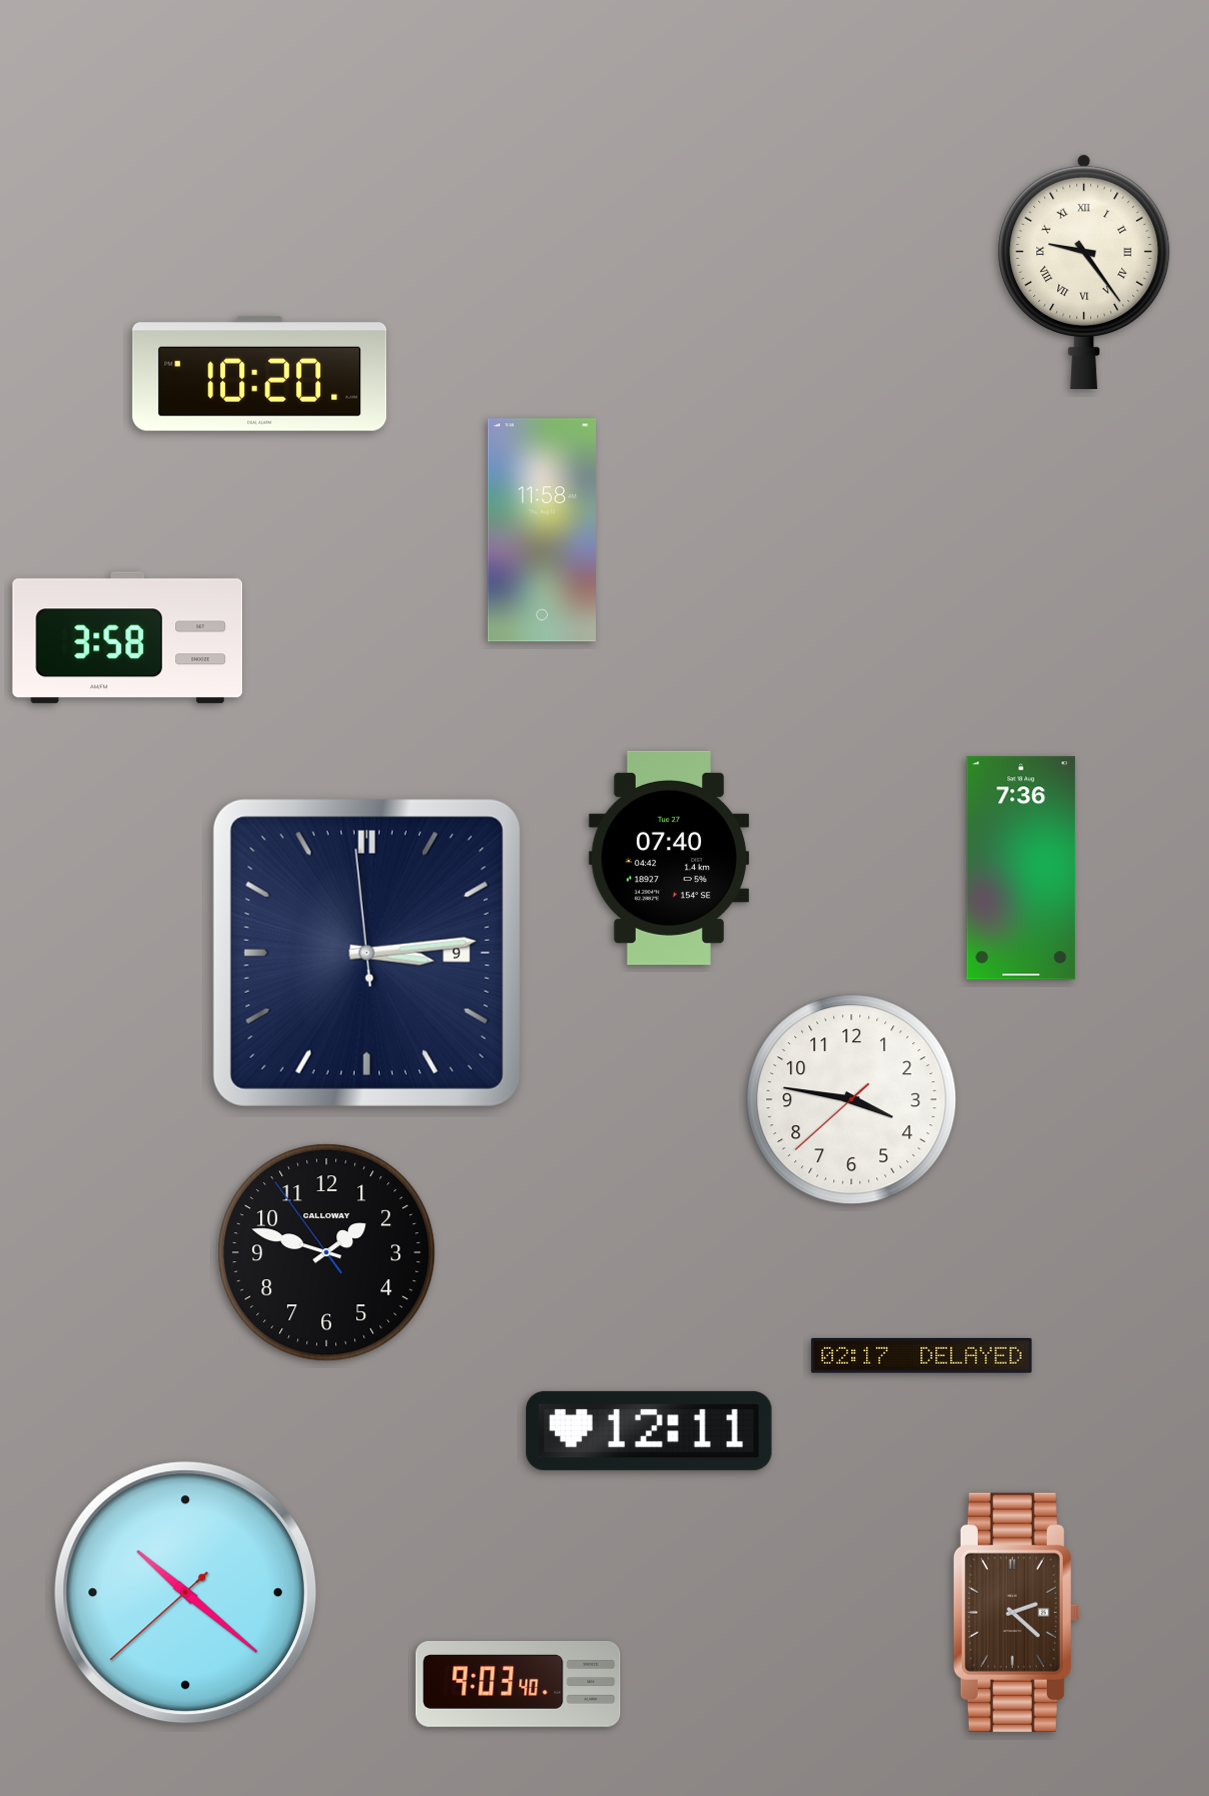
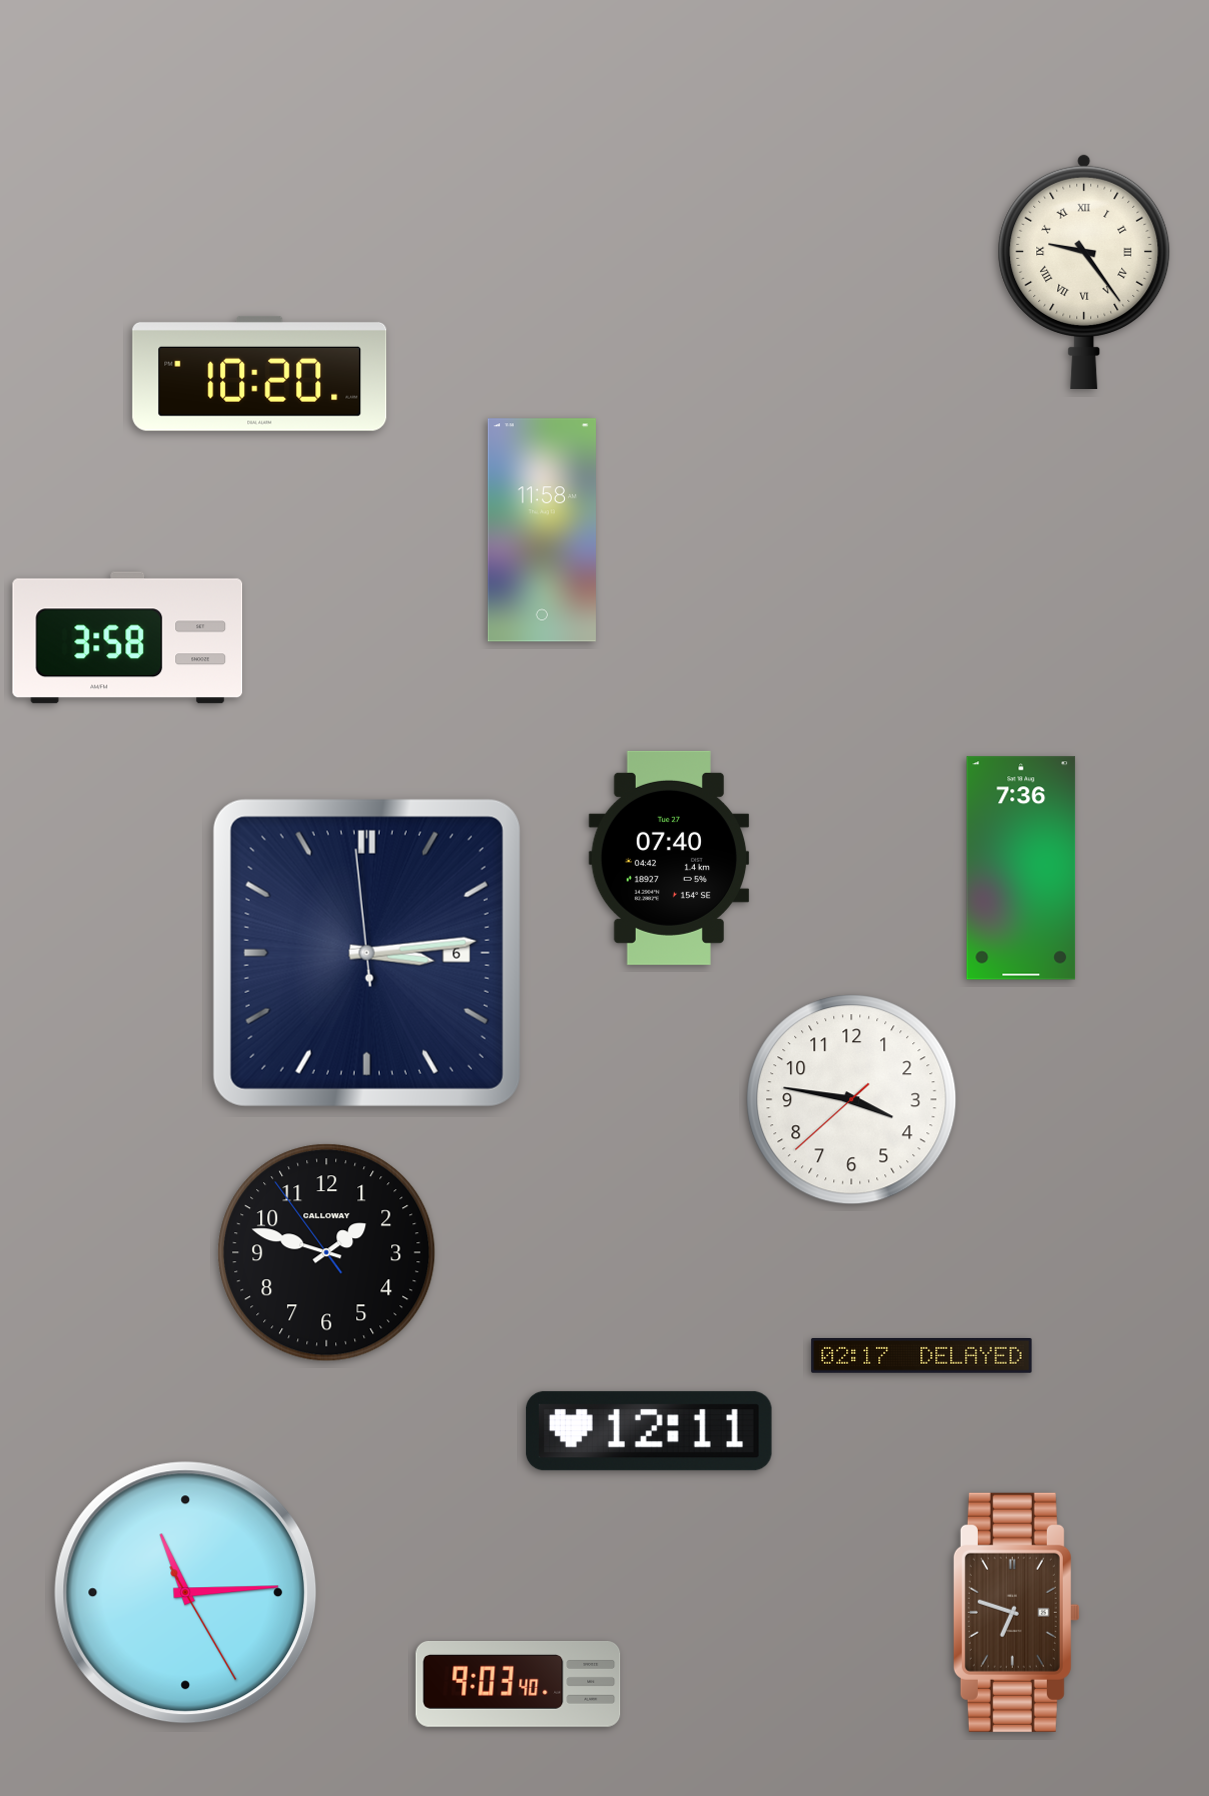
clock at (367, 953) date: 9 -> 6
clock at (186, 1593): 10:21 -> 11:14
clock at (1016, 1612): 2:22 -> 6:48
